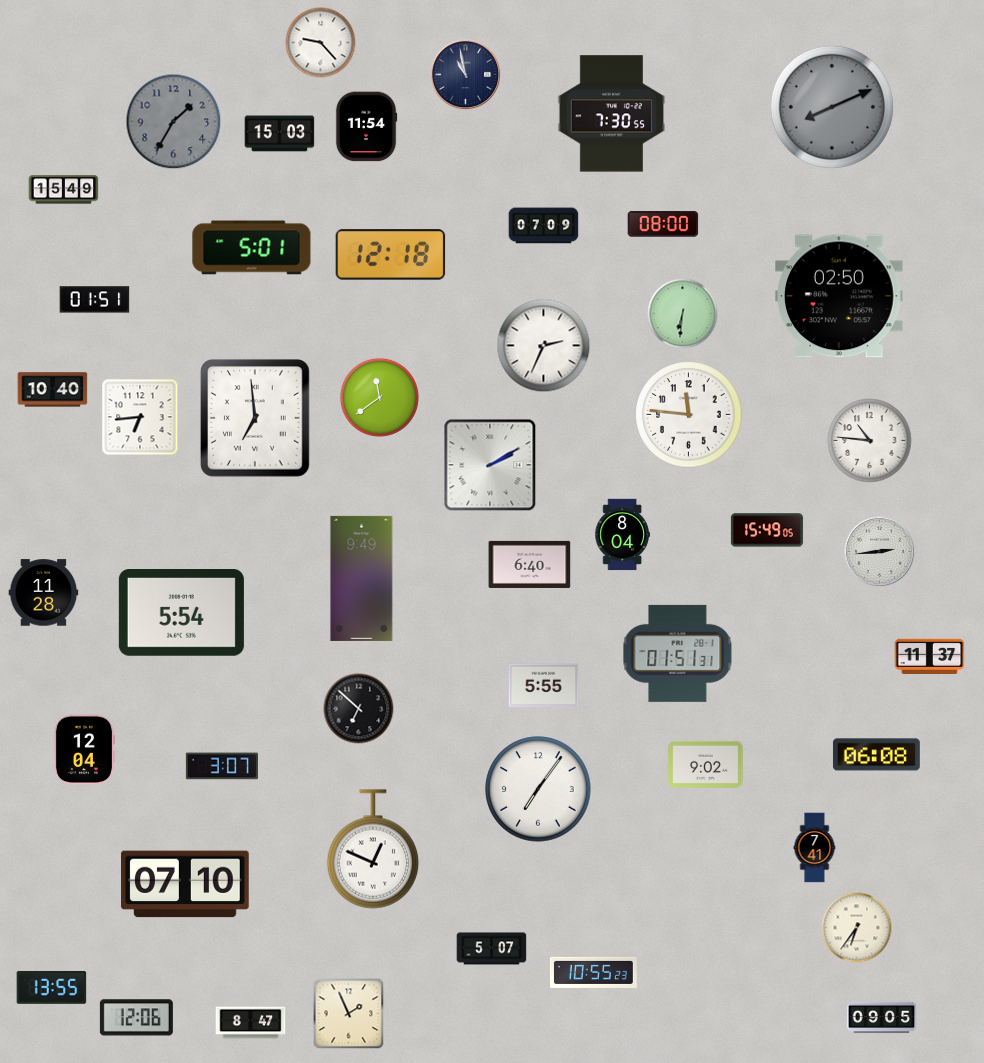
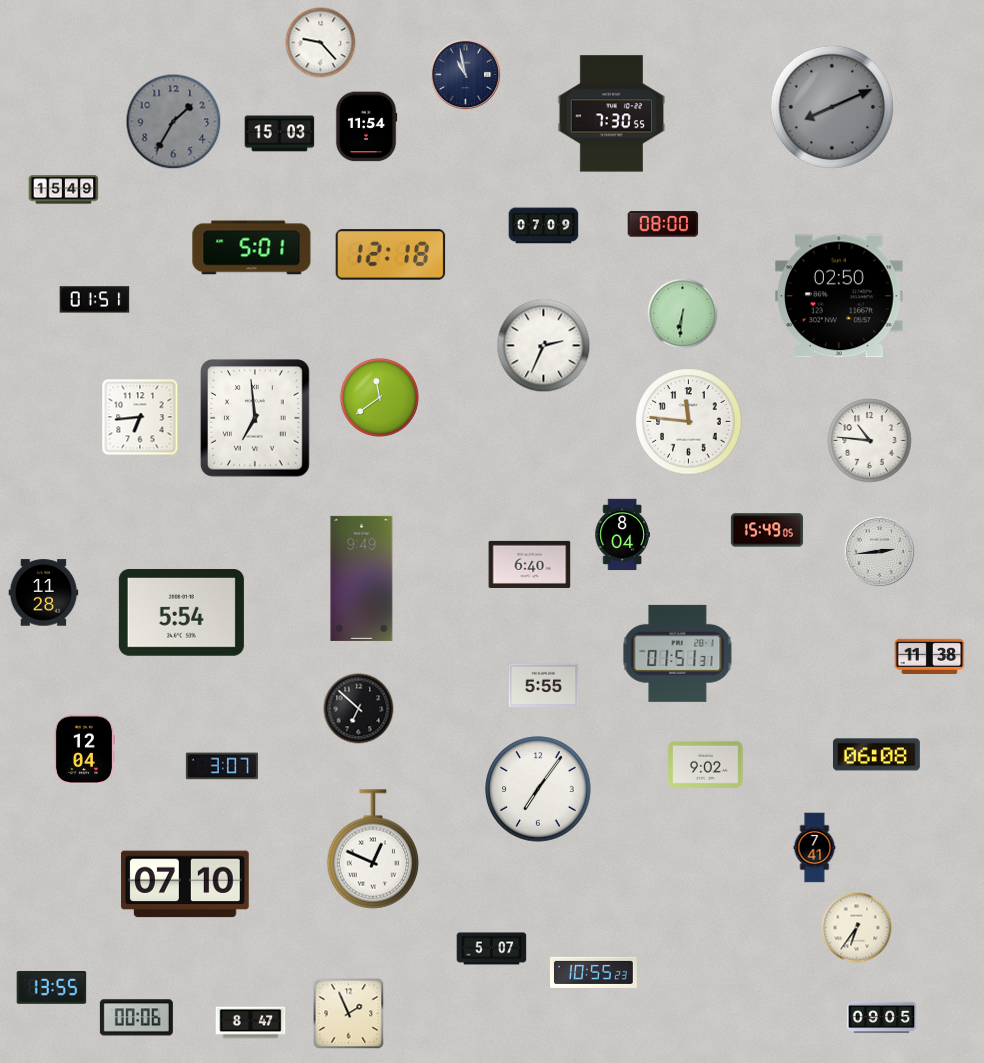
clock at (53, 390): 10:40 -> none
clock at (689, 415) position: (689, 415) -> (689, 422)
clock at (490, 465): 2:10 -> none
clock at (930, 656): 11:37 -> 11:38
clock at (136, 1018): 12:06 -> 00:06
